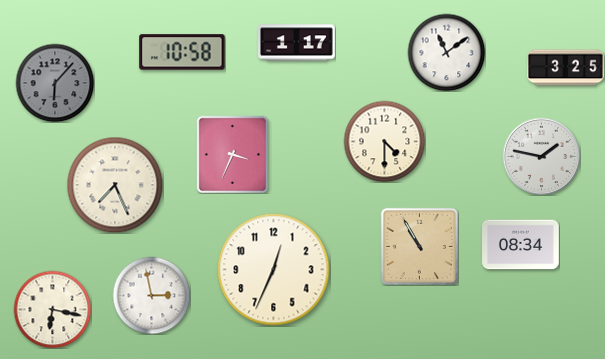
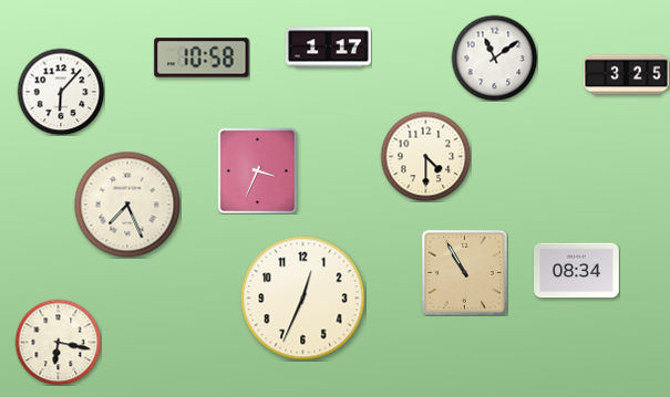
clock at (55, 83) dial: grey -> white
clock at (541, 156): 1:47 -> none
clock at (151, 295): 2:58 -> none
